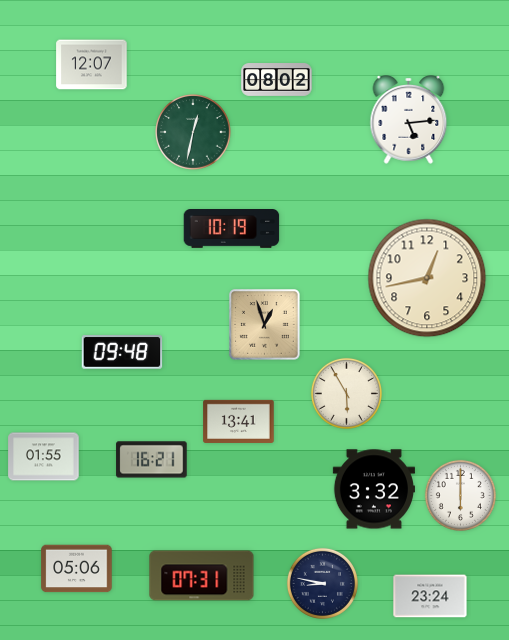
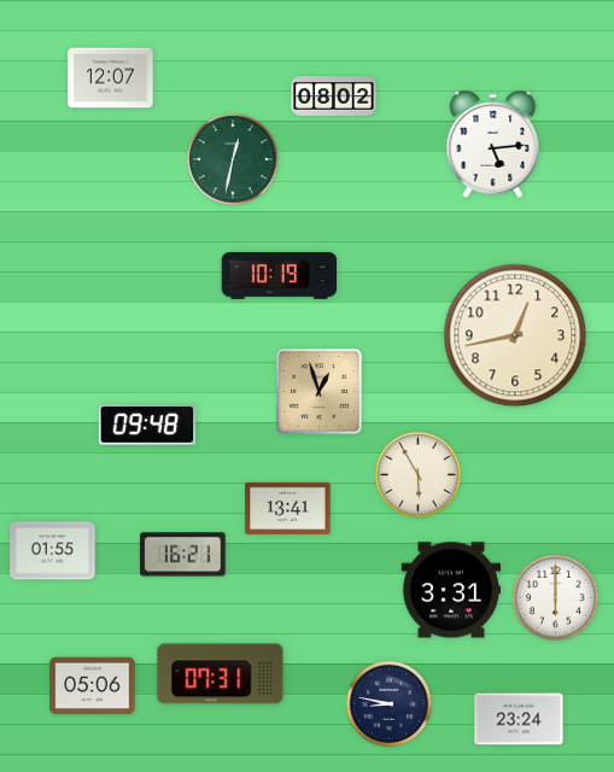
clock at (374, 489): 3:32 -> 3:31
clock at (202, 576) position: (202, 576) -> (221, 674)
